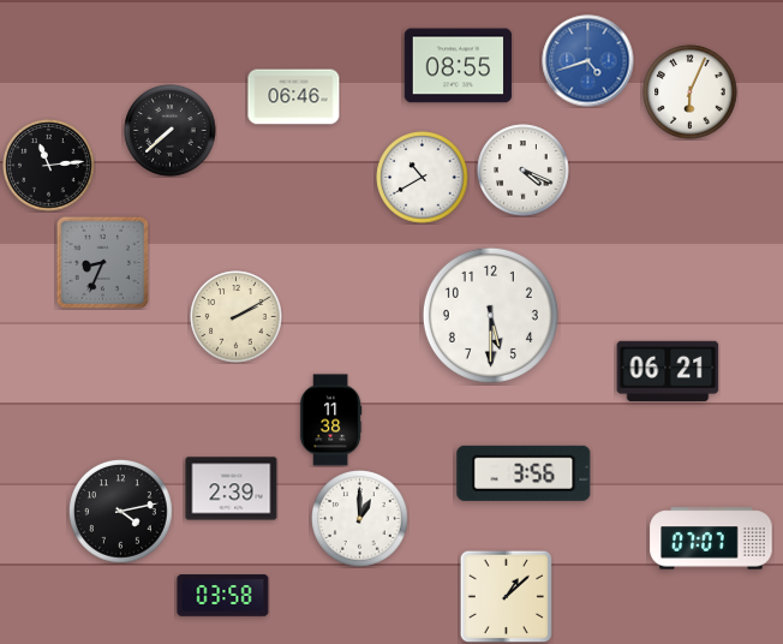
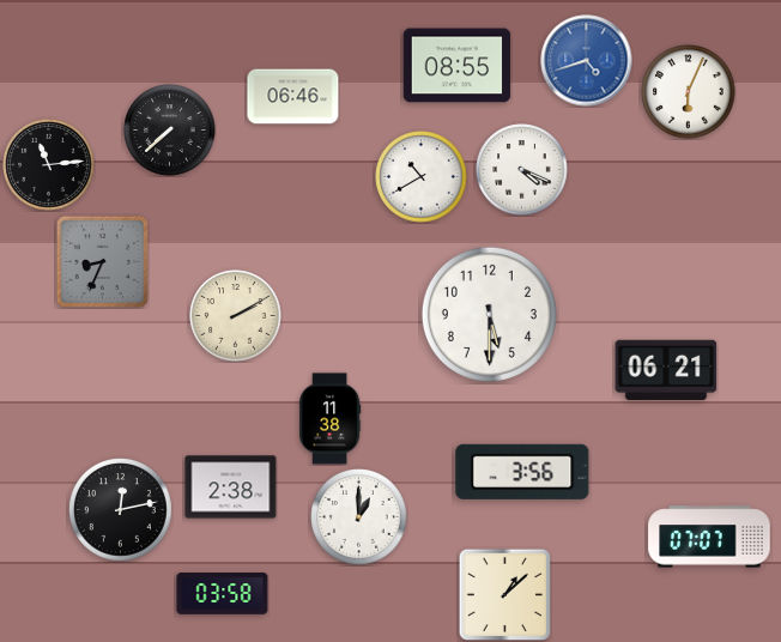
clock at (232, 489): 2:39 -> 2:38
clock at (121, 512): 4:13 -> 12:13
